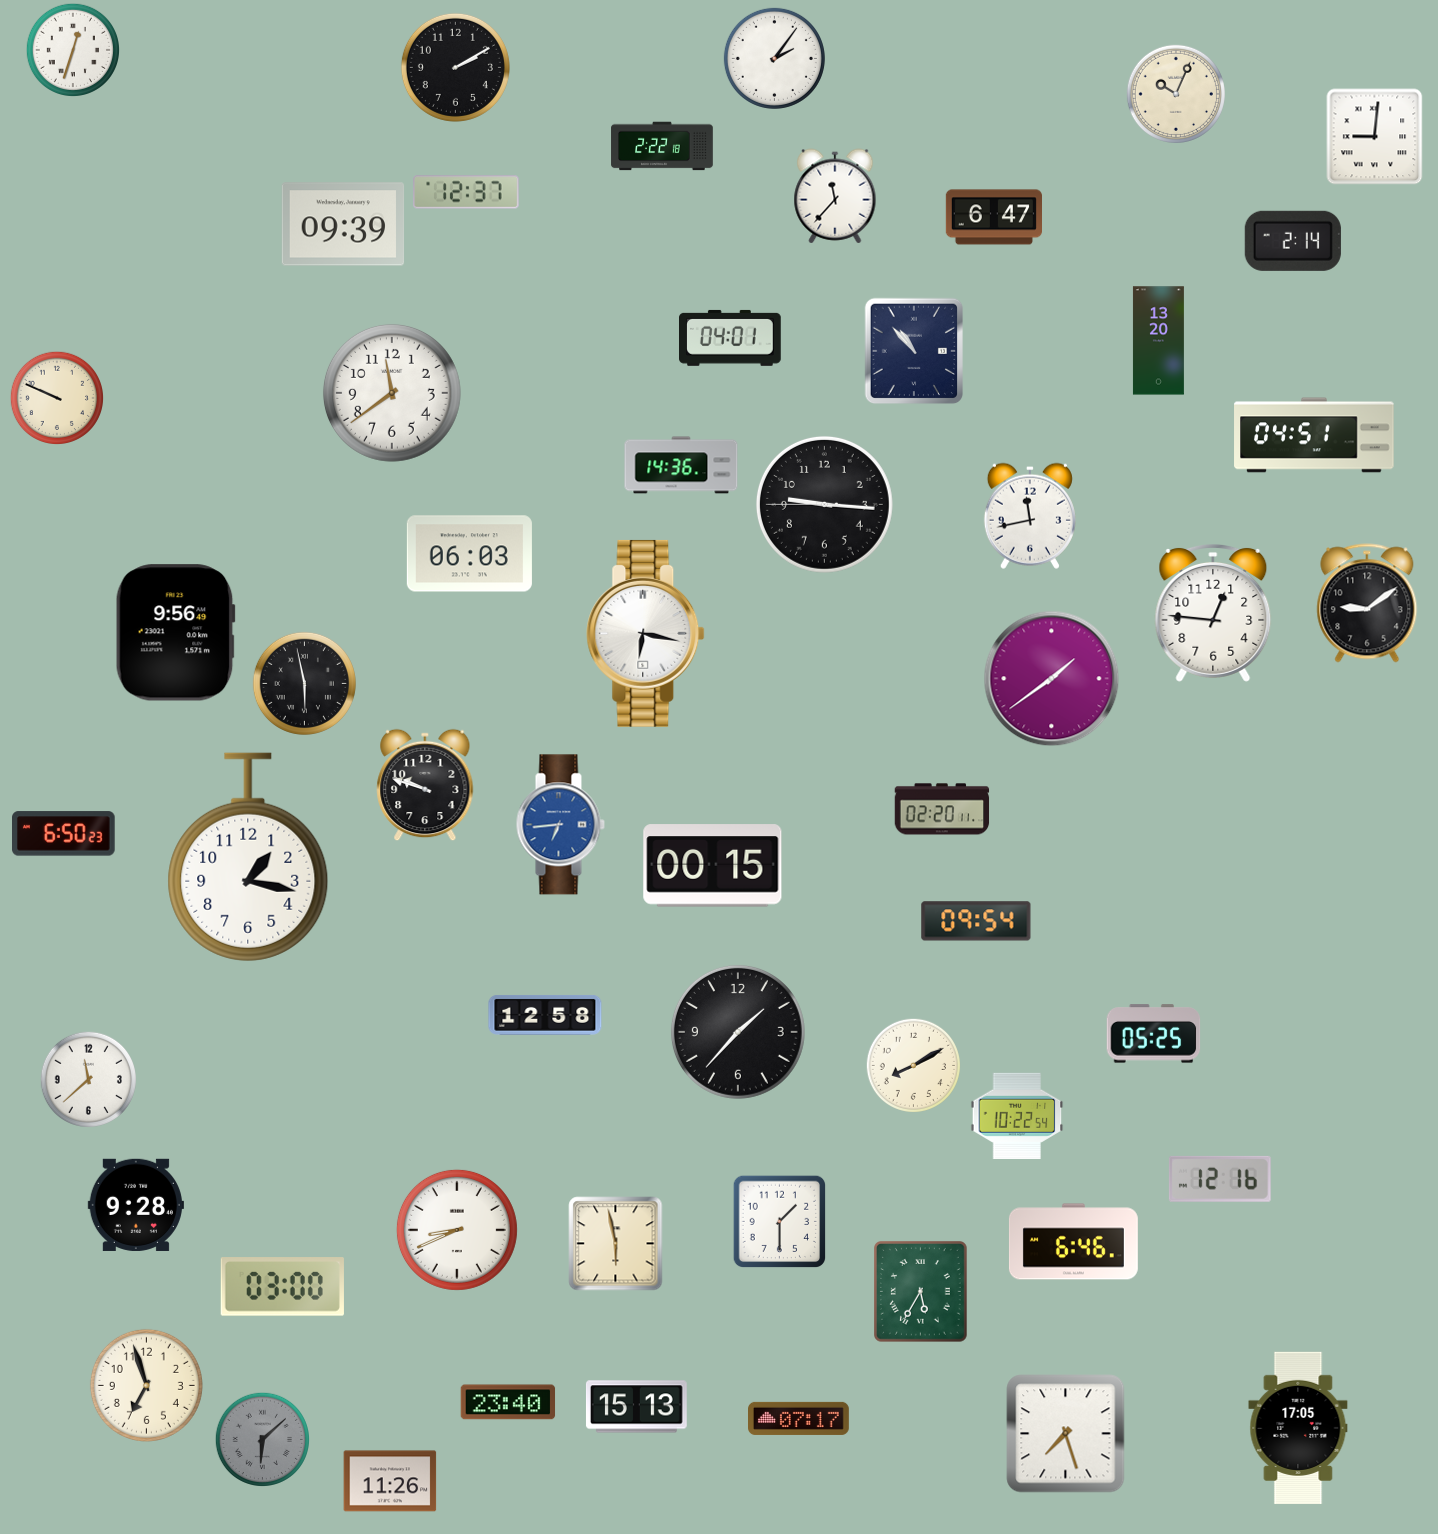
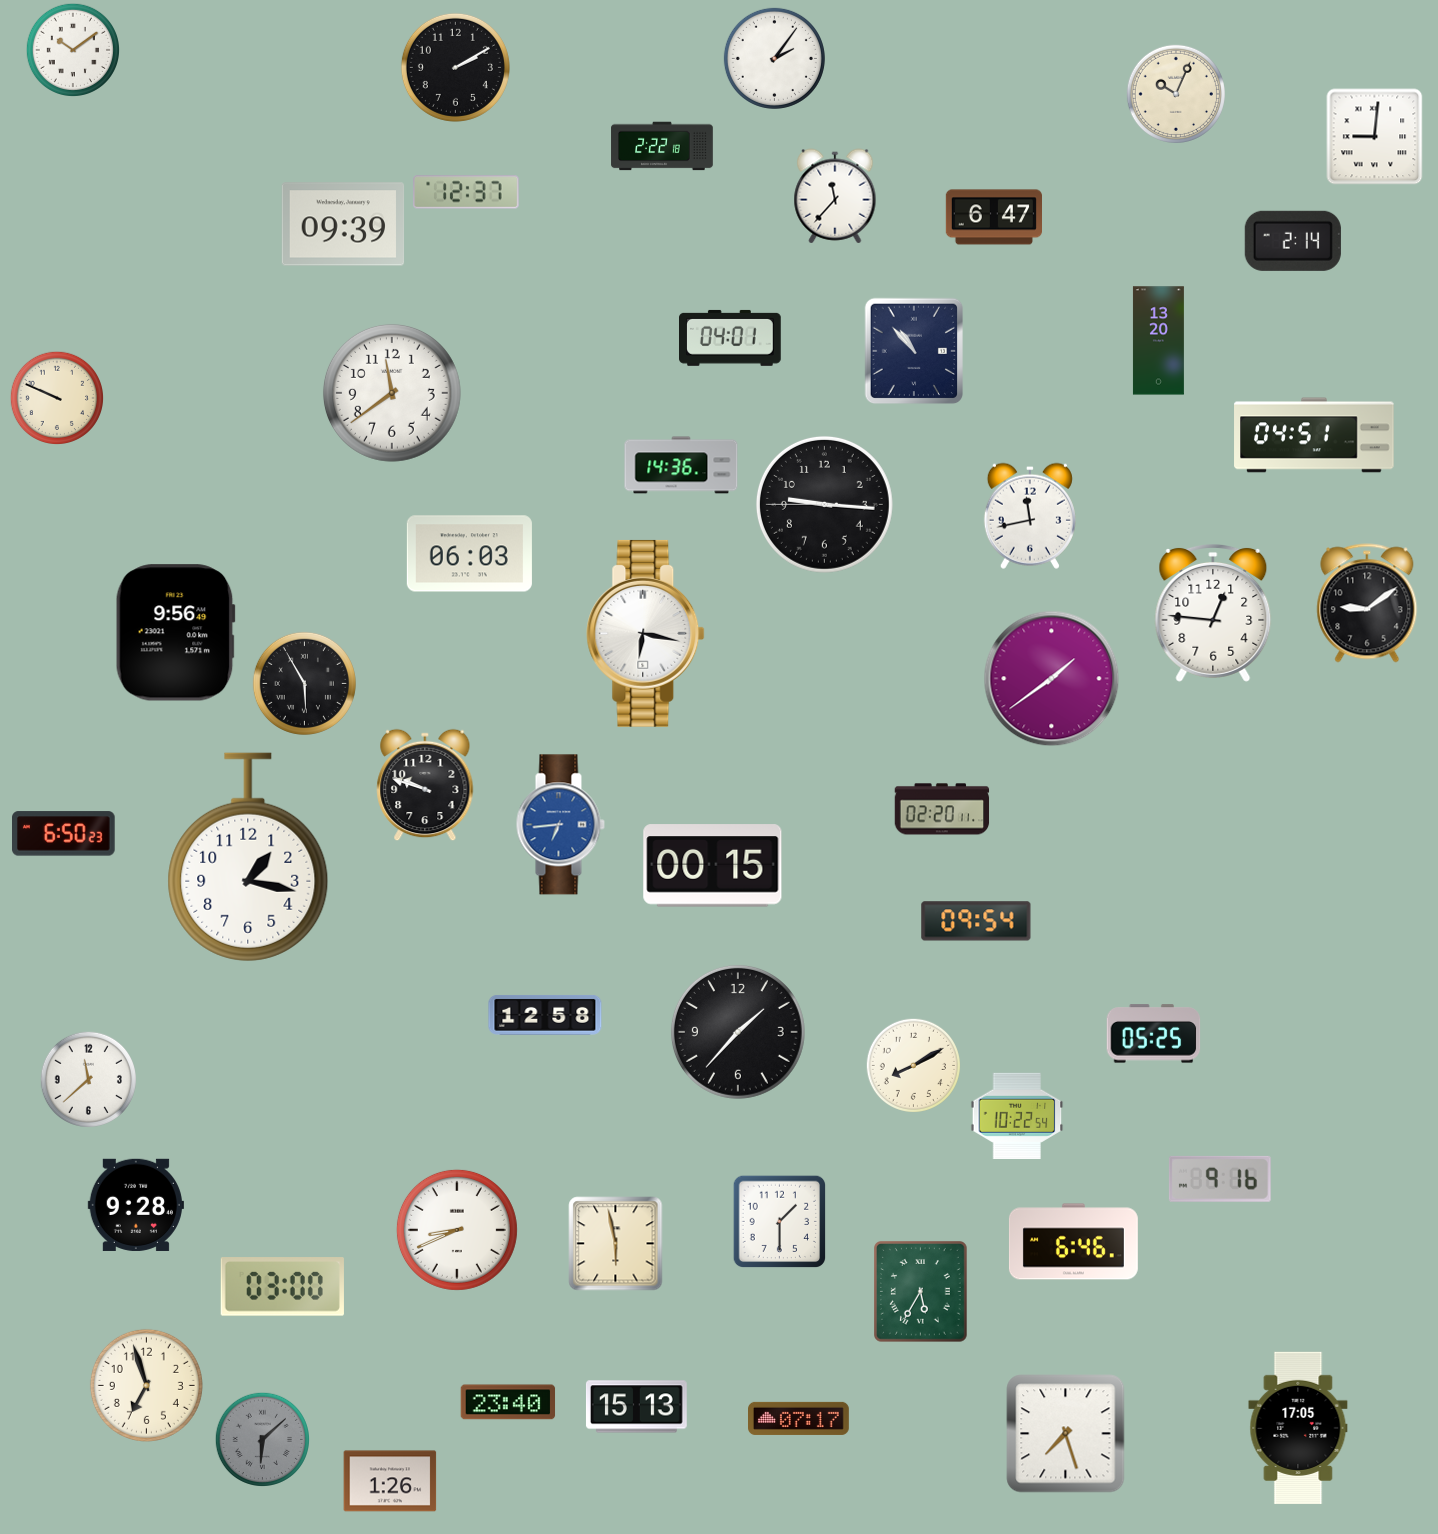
clock at (72, 49): 12:33 -> 10:09
clock at (304, 683): 5:58 -> 5:55
clock at (1220, 1179): 12:16 -> 9:16
clock at (390, 1481): 11:26 -> 1:26
